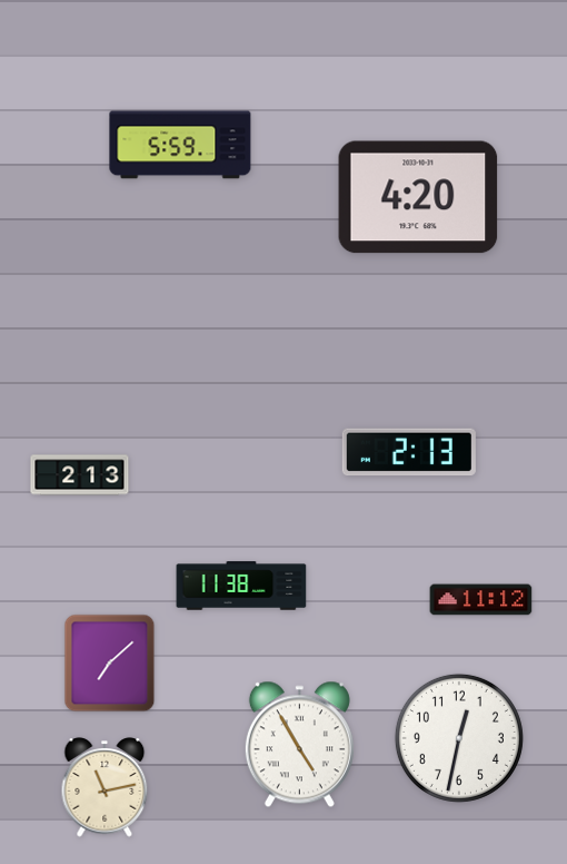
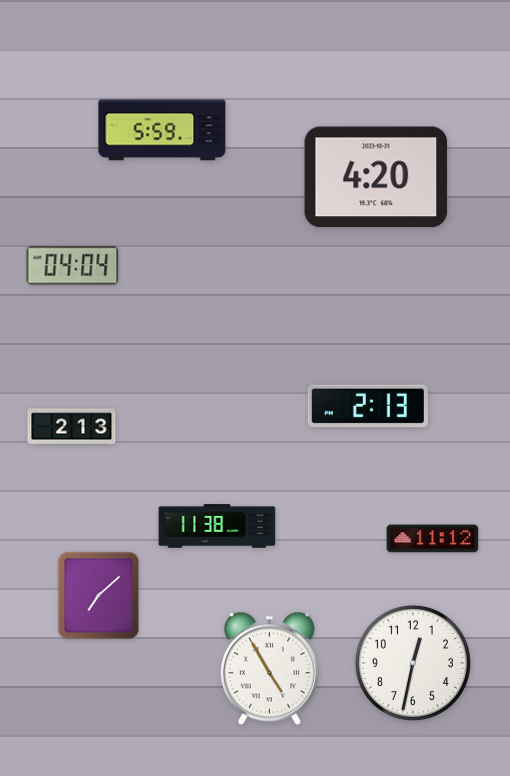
clock at (73, 266): none -> 04:04
clock at (105, 787): 11:13 -> none
